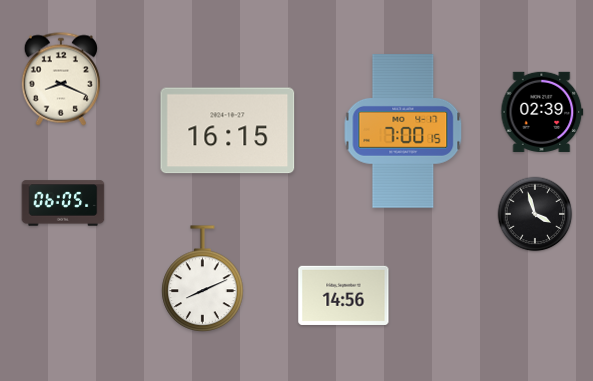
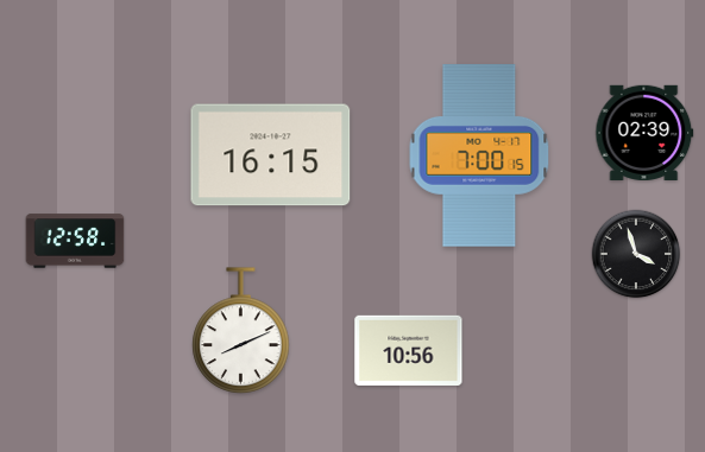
clock at (60, 79): 8:19 -> none
clock at (63, 203): 06:05 -> 12:58
clock at (344, 295): 14:56 -> 10:56
